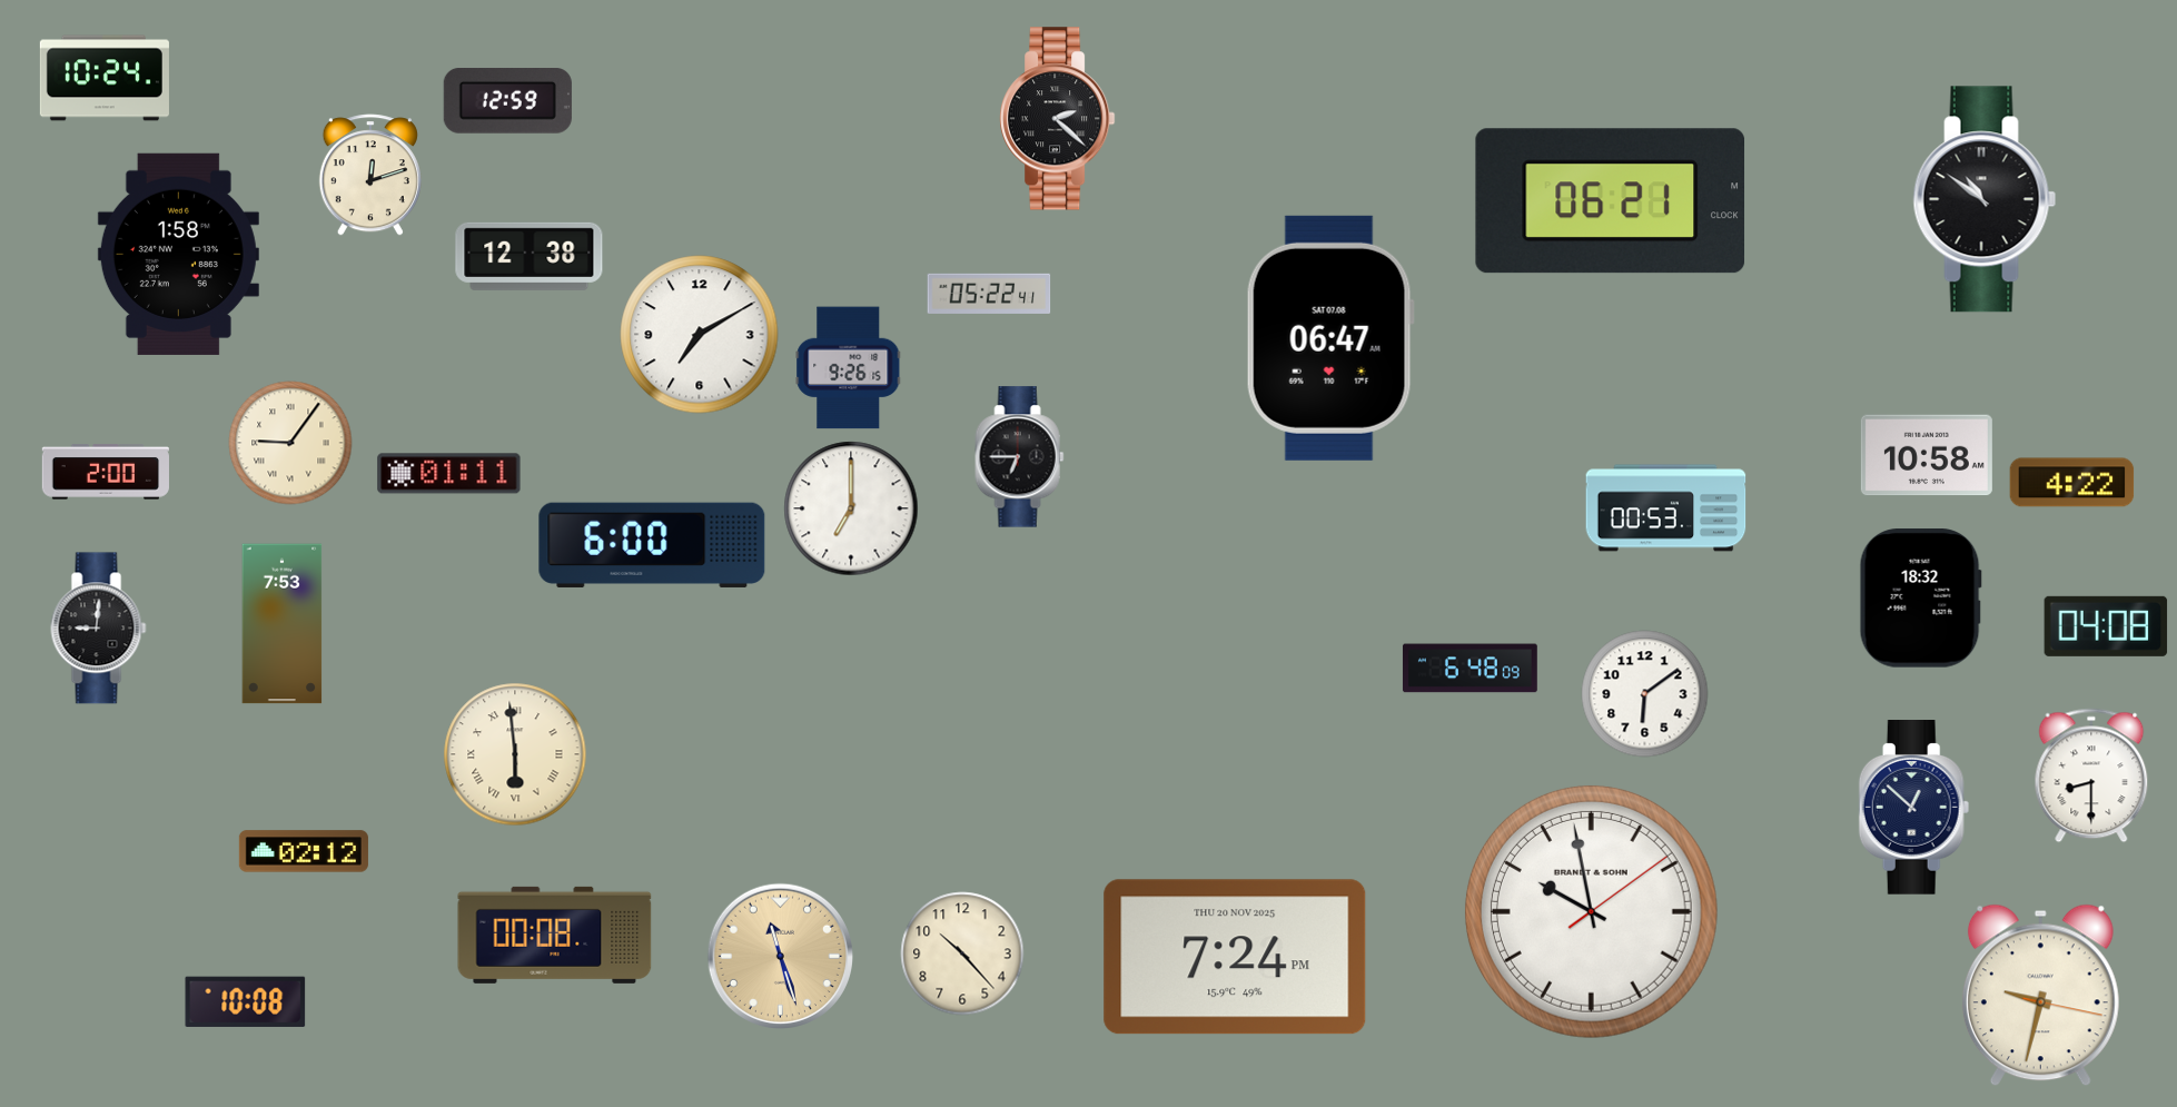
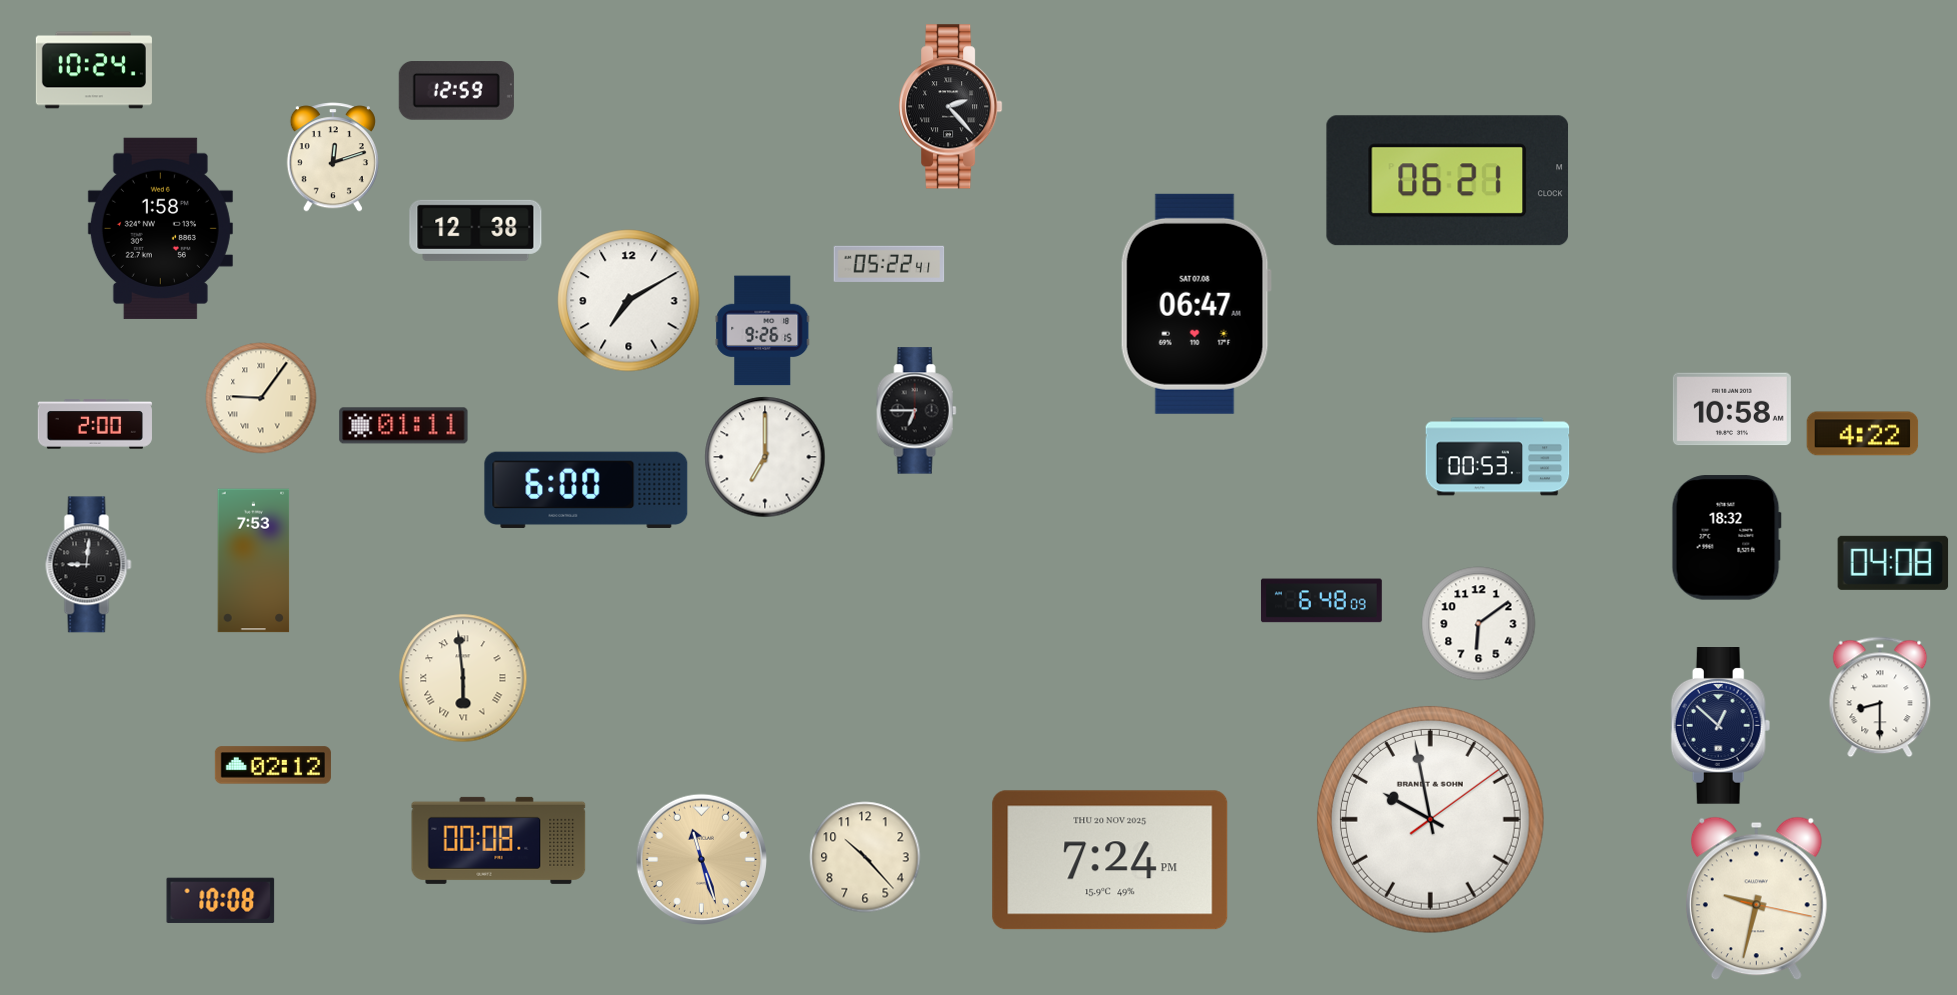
clock at (1058, 119): 2:22 -> 2:23
clock at (1985, 199): 10:51 -> none
clock at (2040, 996) position: (2040, 996) -> (1756, 899)
